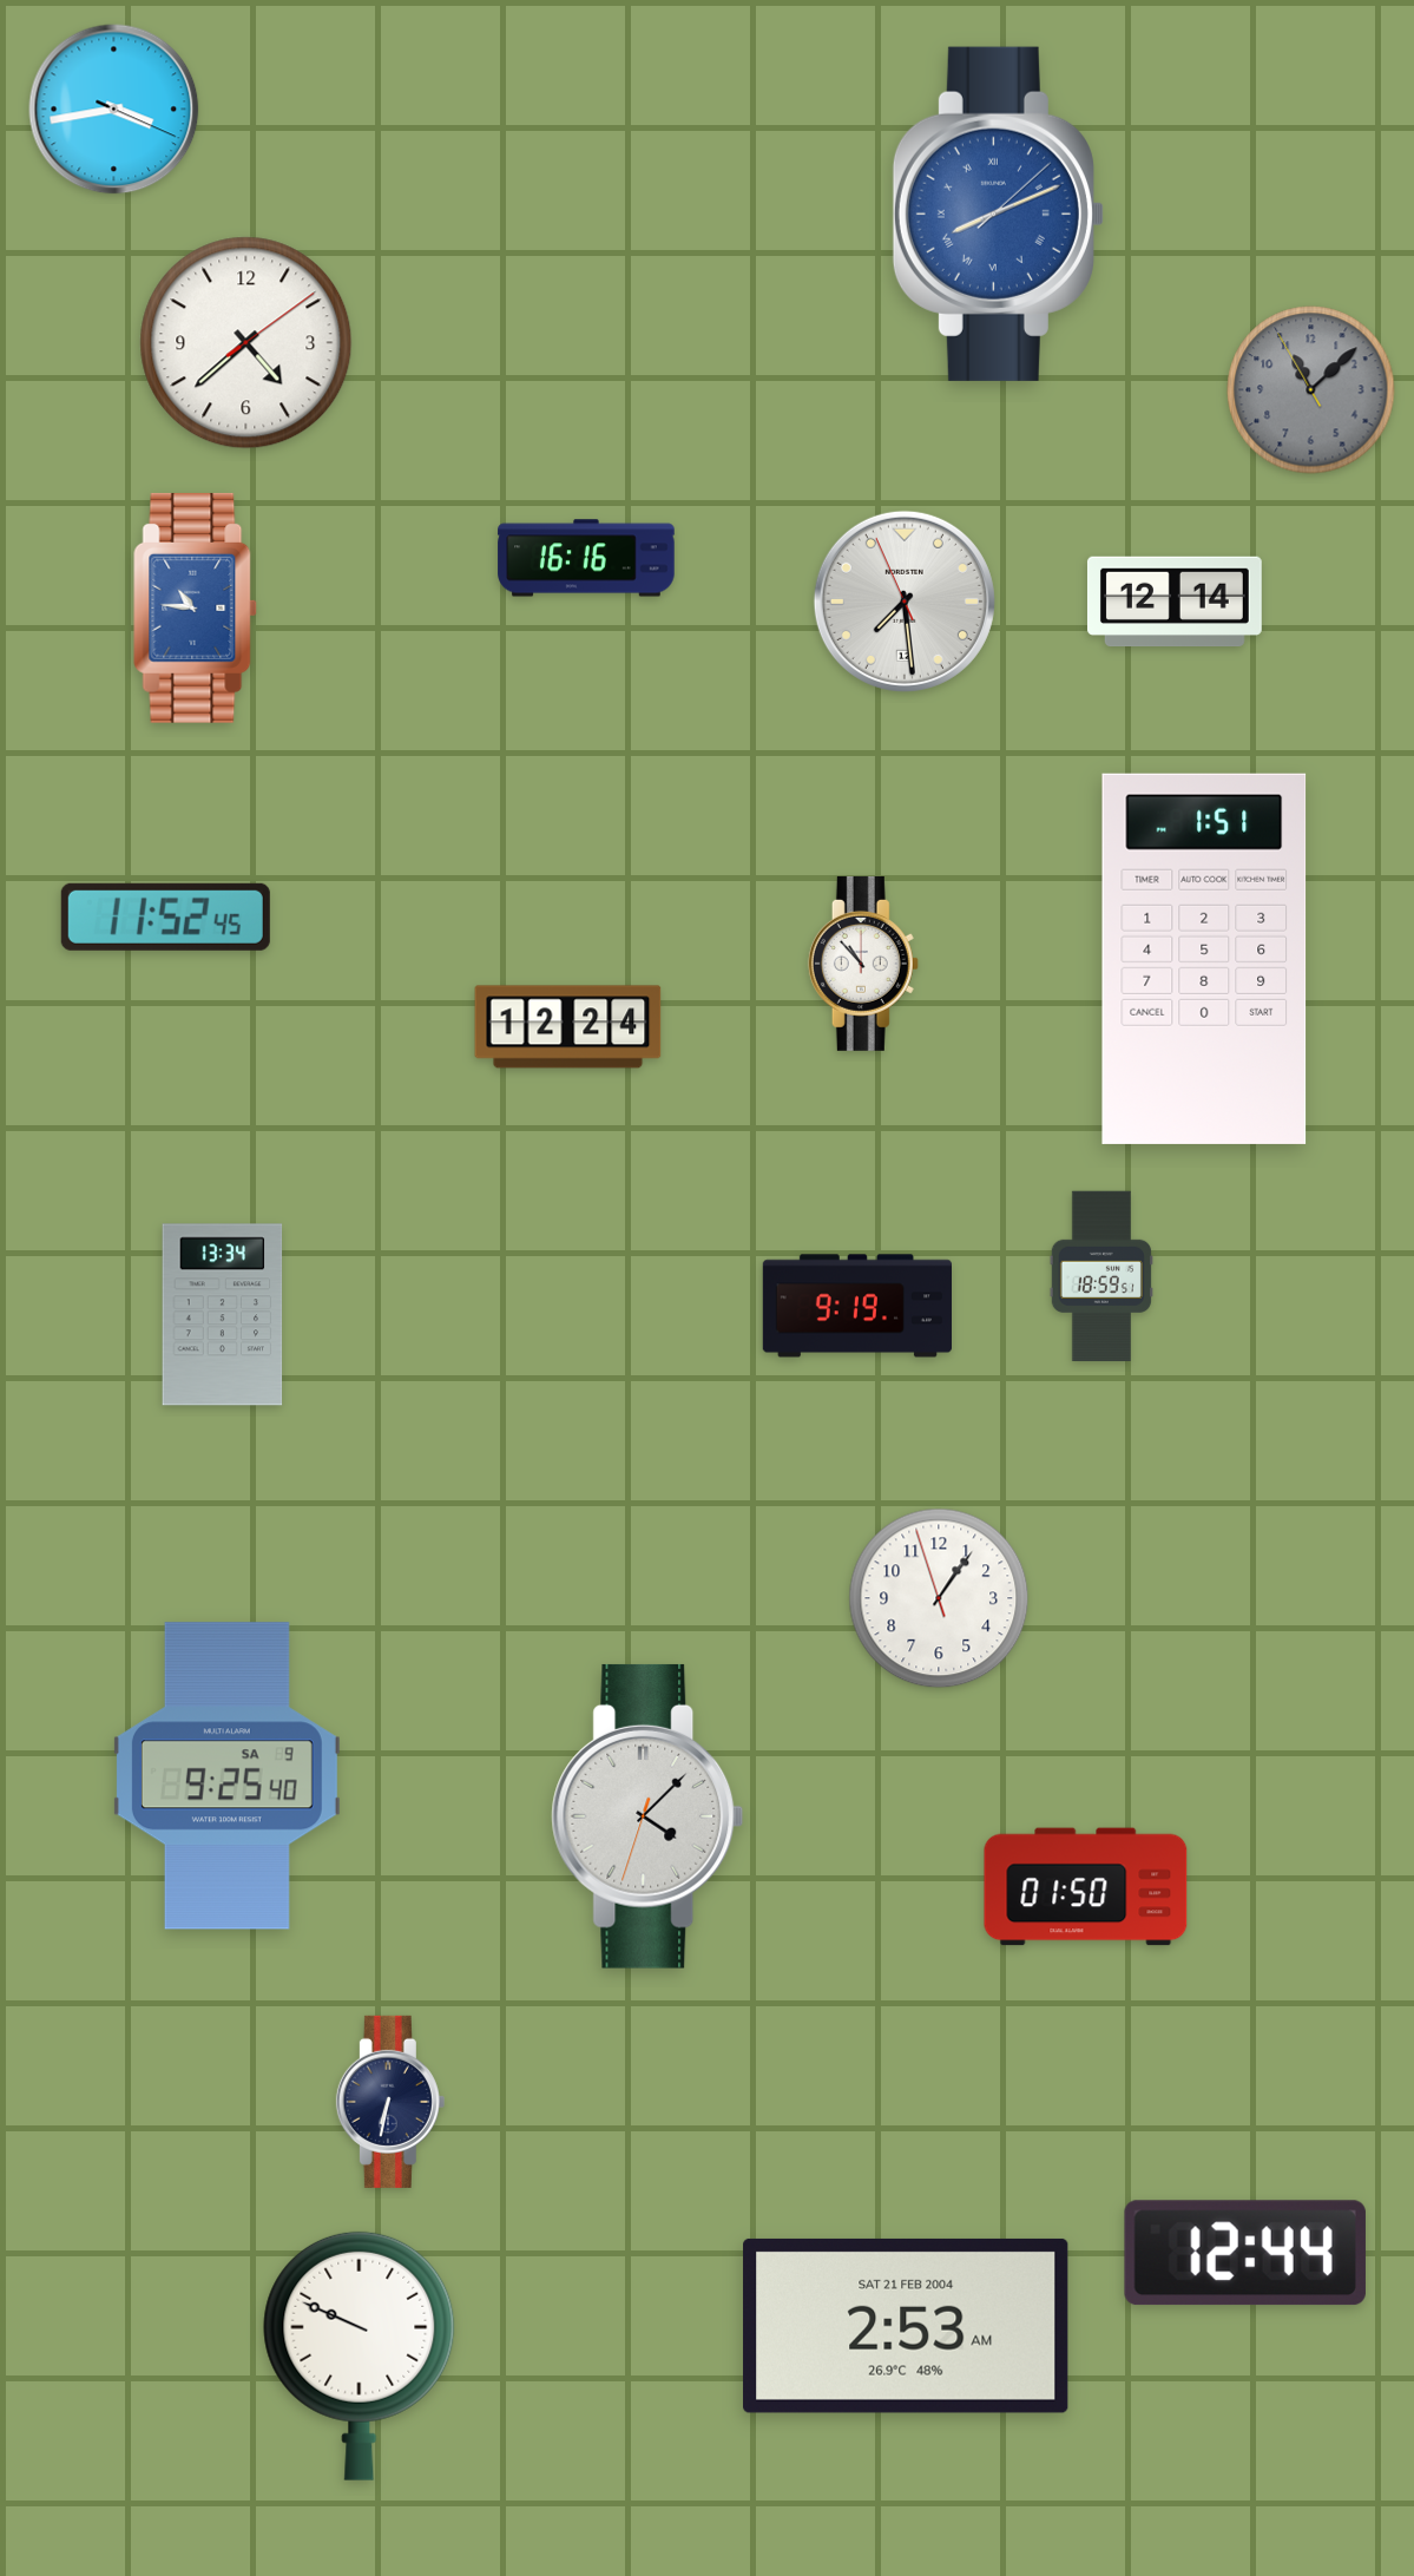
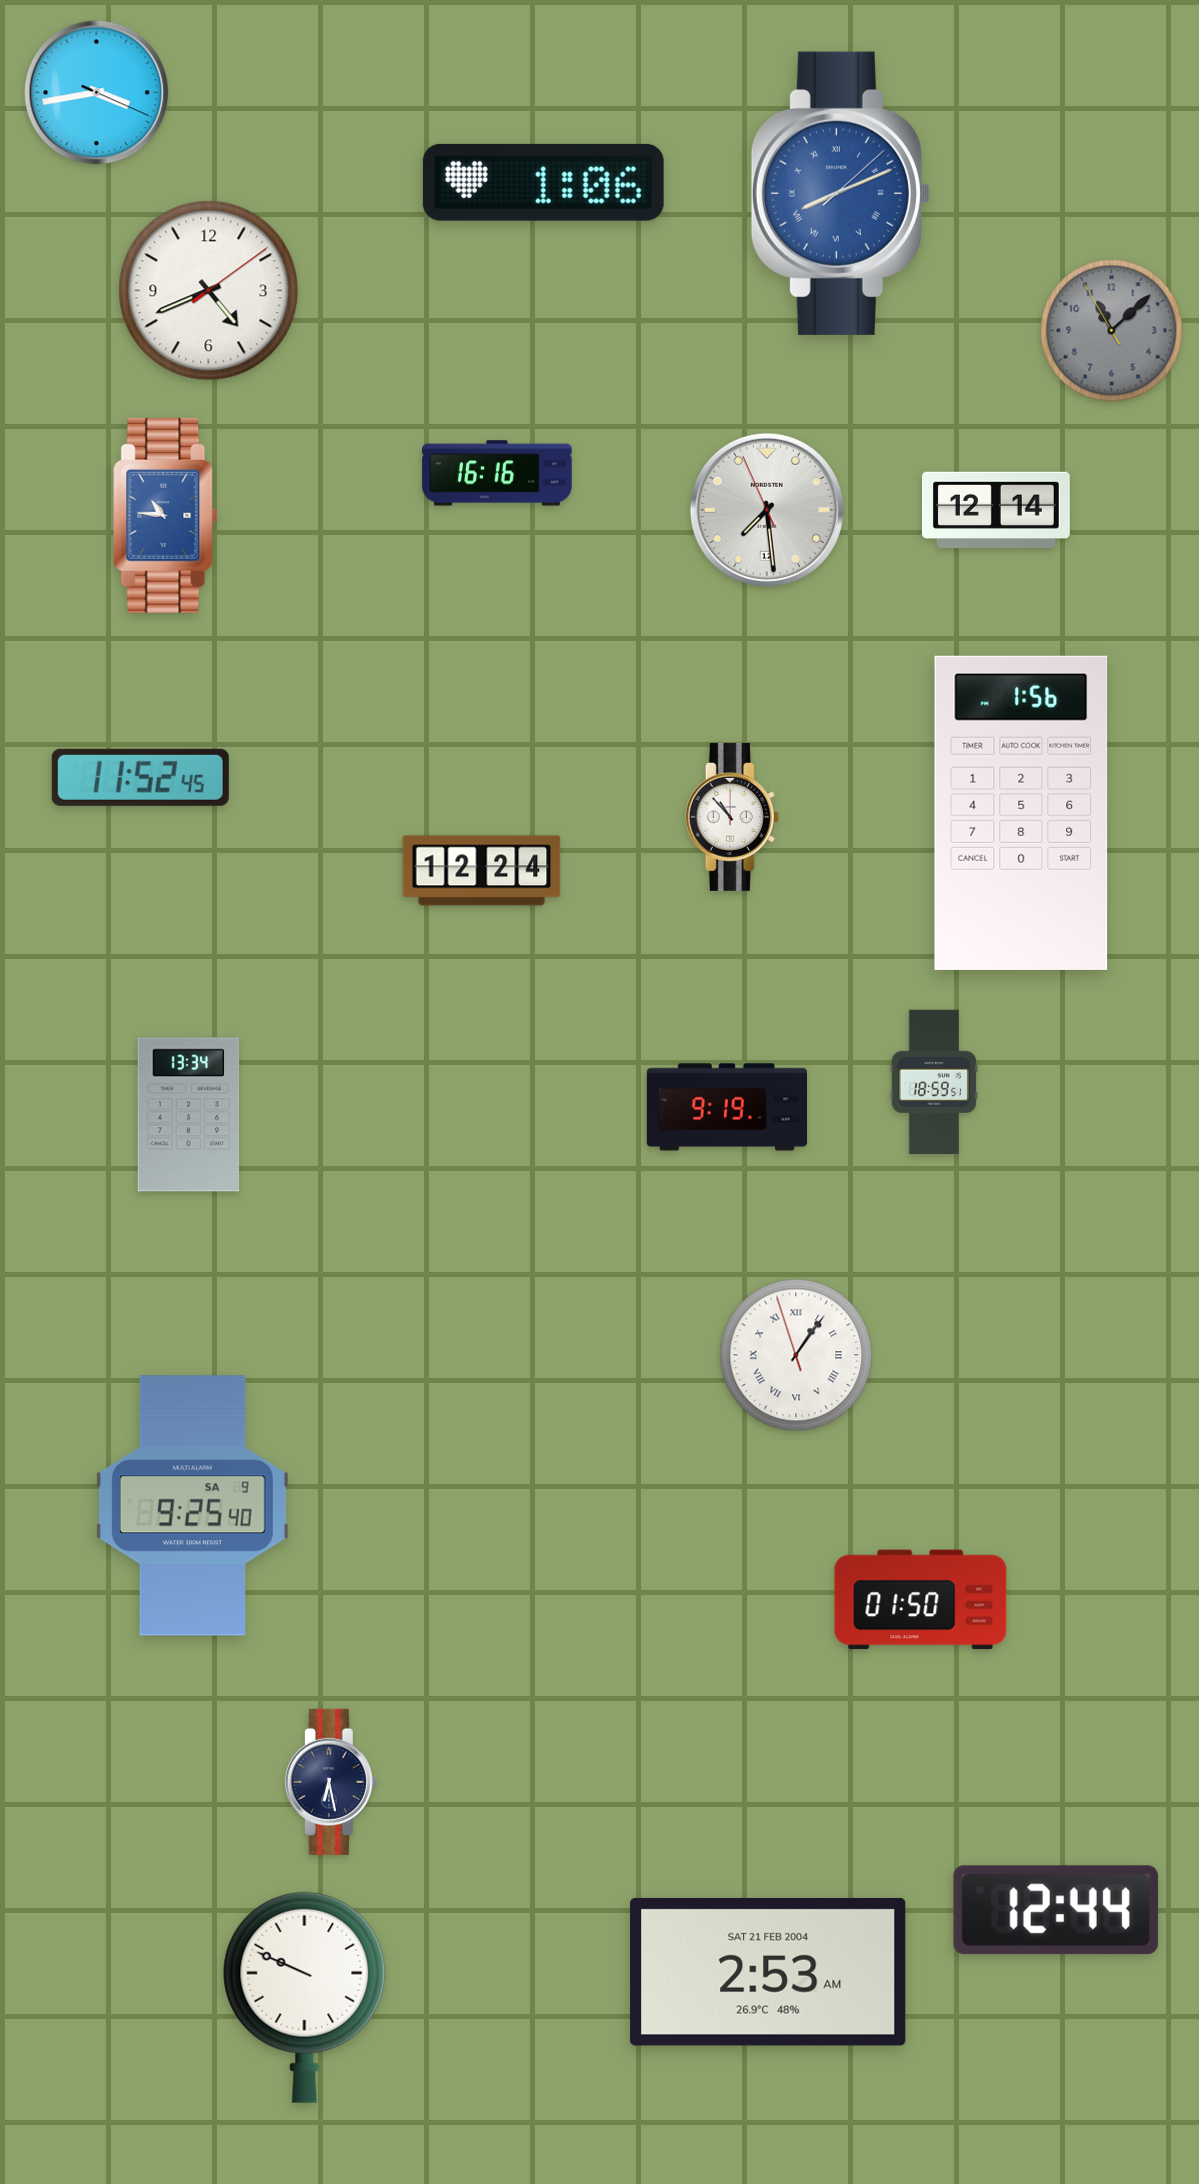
clock at (998, 213) position: (998, 213) -> (840, 193)
clock at (543, 182): none -> 1:06
clock at (246, 343): 4:38 -> 4:41
clock at (1204, 959): 1:51 -> 1:56
clock at (939, 1598) numerals: Arabic -> Roman
clock at (647, 1816): 4:07 -> none
clock at (390, 2102): 6:32 -> 6:28
